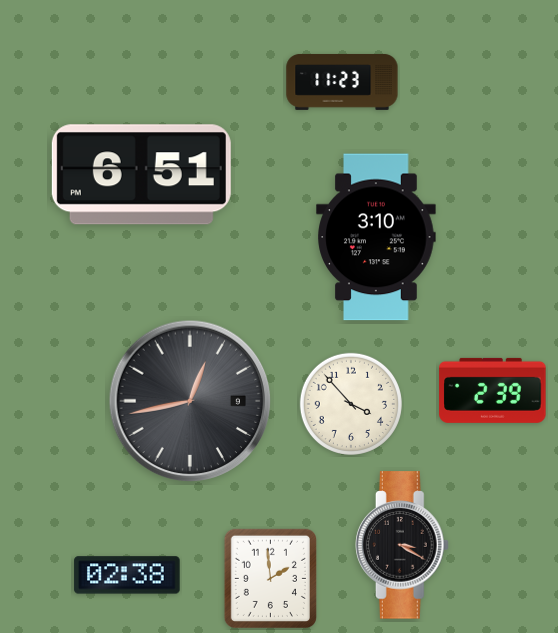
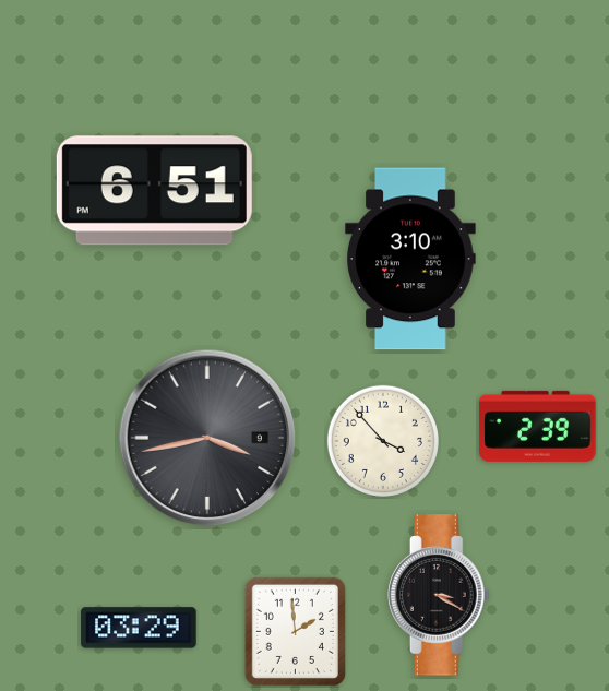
clock at (342, 82): 11:23 -> none
clock at (190, 401): 12:43 -> 3:43
clock at (127, 575): 02:38 -> 03:29
